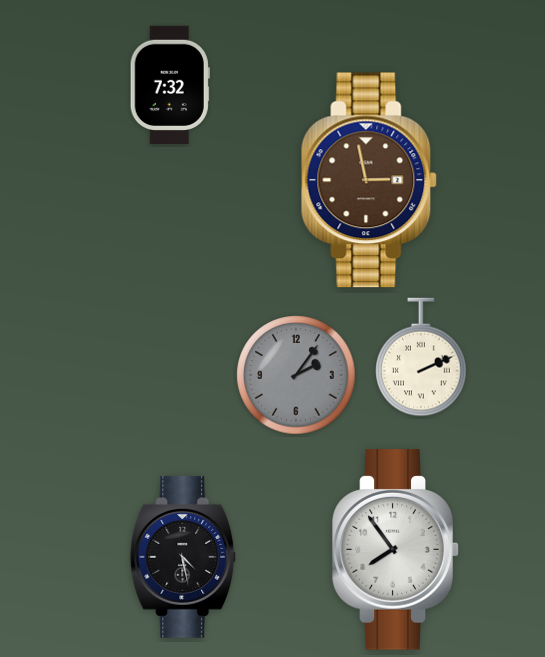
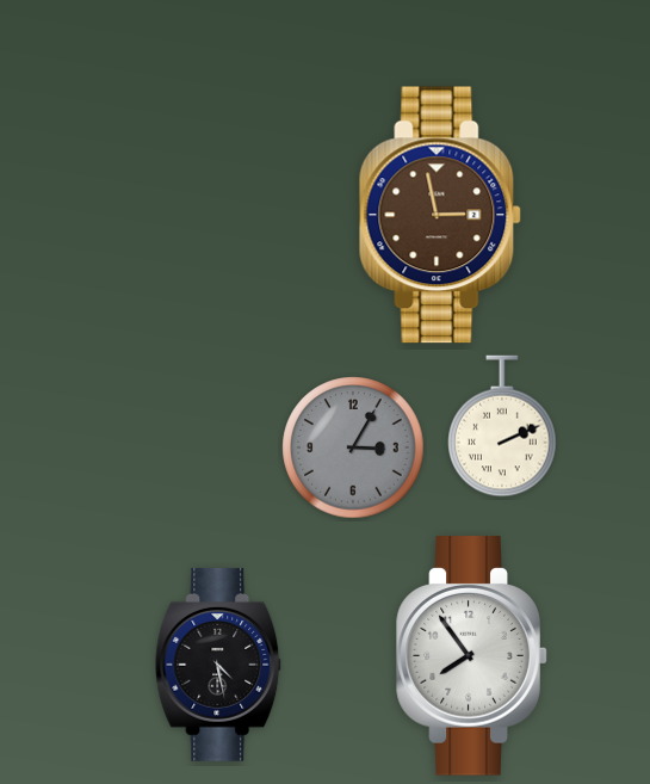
clock at (170, 84): 7:32 -> none
clock at (296, 375): 2:06 -> 3:05
